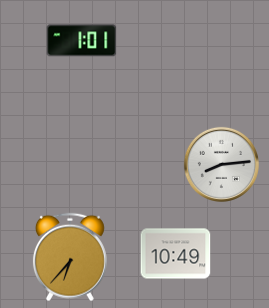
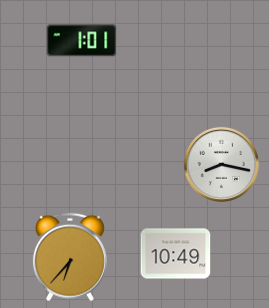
clock at (221, 164): 8:14 -> 8:17
